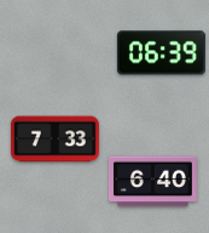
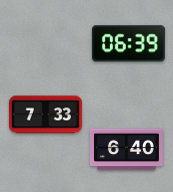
clock at (161, 53) position: (161, 53) -> (128, 44)
